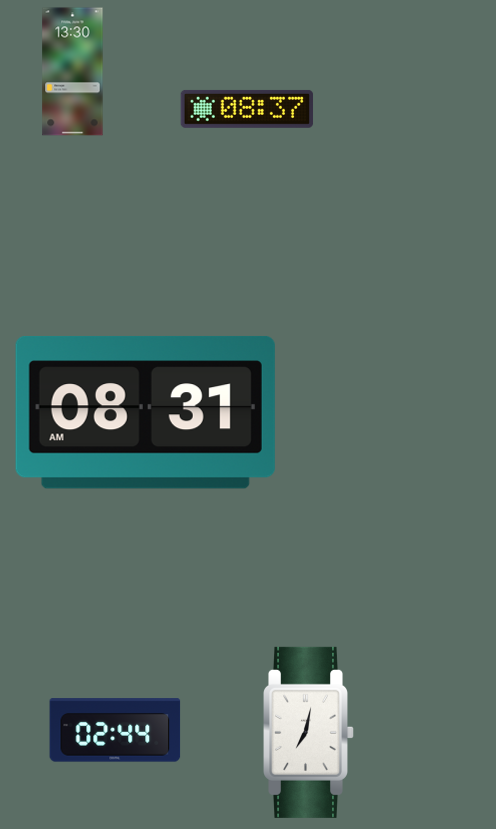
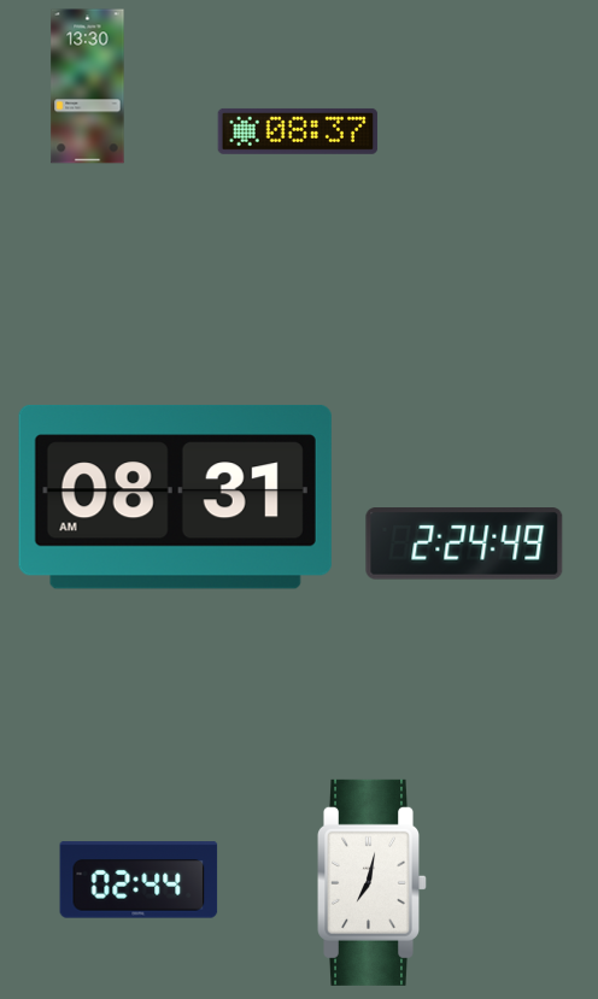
clock at (464, 543): none -> 2:24
